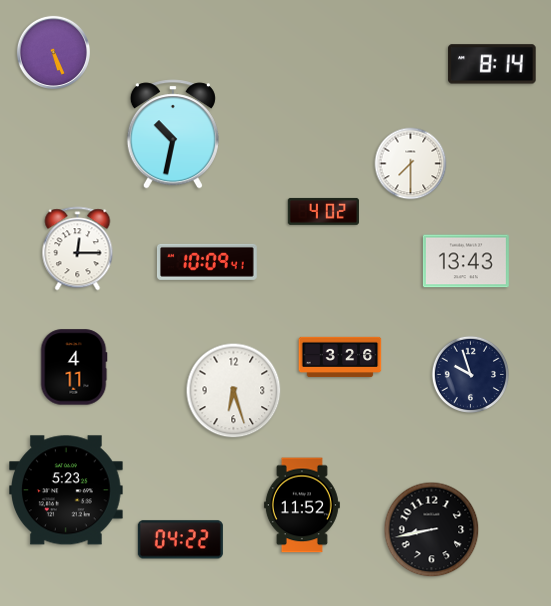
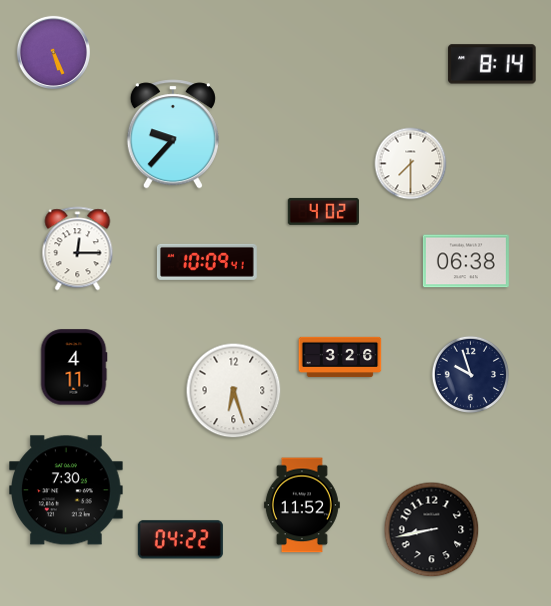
clock at (173, 134): 10:32 -> 9:37
clock at (466, 261): 13:43 -> 06:38
clock at (67, 490): 5:23 -> 7:30
